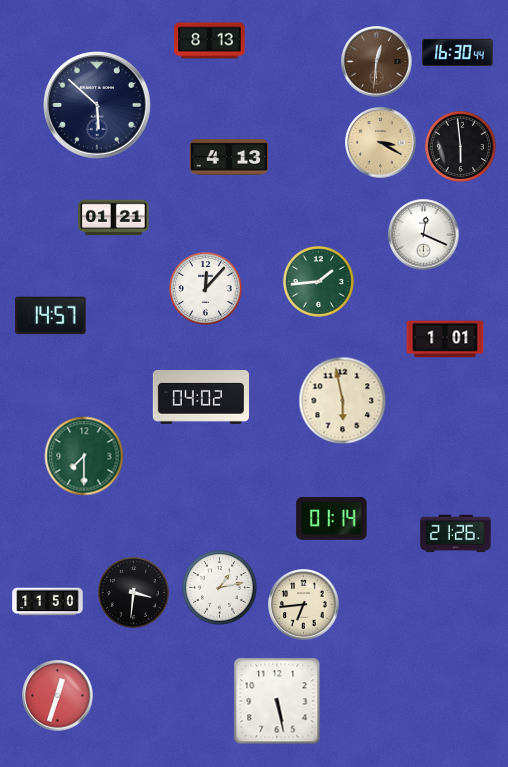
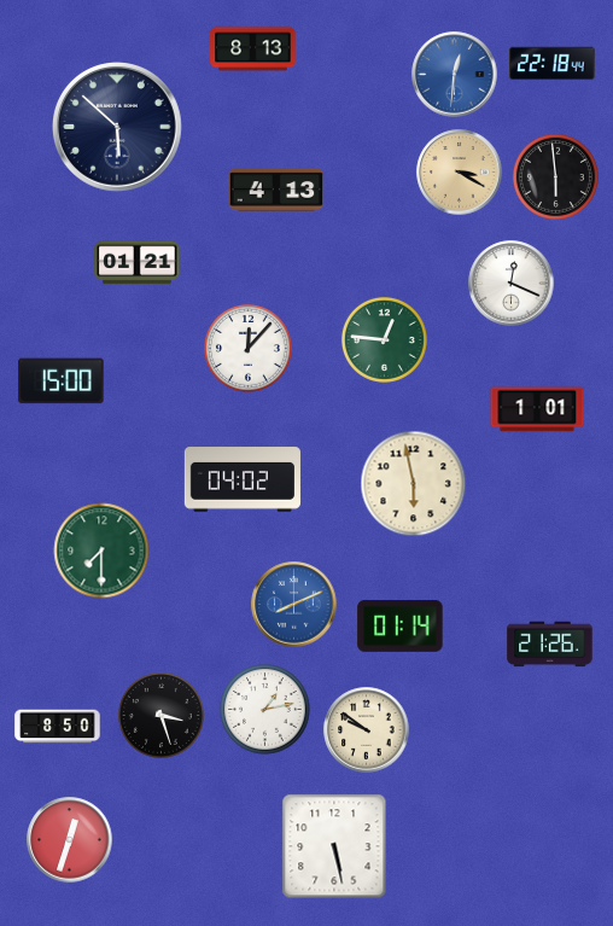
clock at (458, 53): 16:30 -> 22:18
clock at (377, 62) dial: brown -> blue
clock at (318, 281): 1:44 -> 12:46
clock at (51, 316): 14:57 -> 15:00
clock at (294, 605): none -> 8:11
clock at (133, 592): 3:31 -> 3:27
clock at (48, 602): 11:50 -> 8:50
clock at (304, 605): 6:44 -> 9:51
